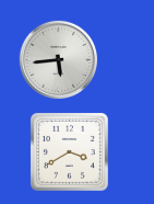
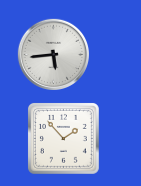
clock at (69, 151): 3:40 -> 1:53
